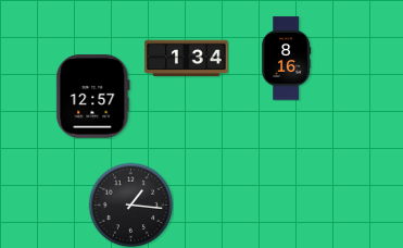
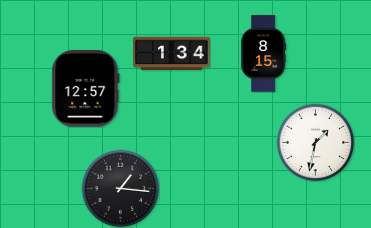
clock at (287, 59): 8:16 -> 8:15
clock at (315, 142): none -> 1:32
